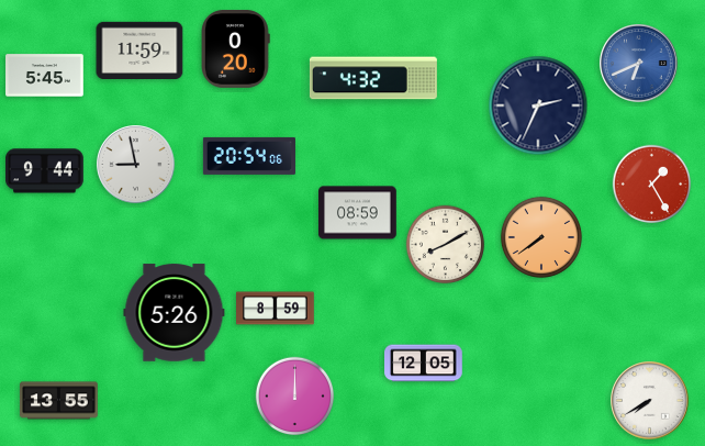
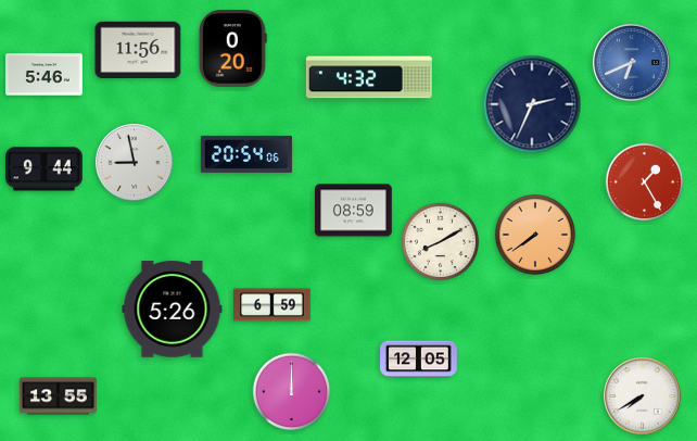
clock at (139, 49): 11:59 -> 11:56
clock at (45, 76): 5:45 -> 5:46
clock at (276, 309): 8:59 -> 6:59
